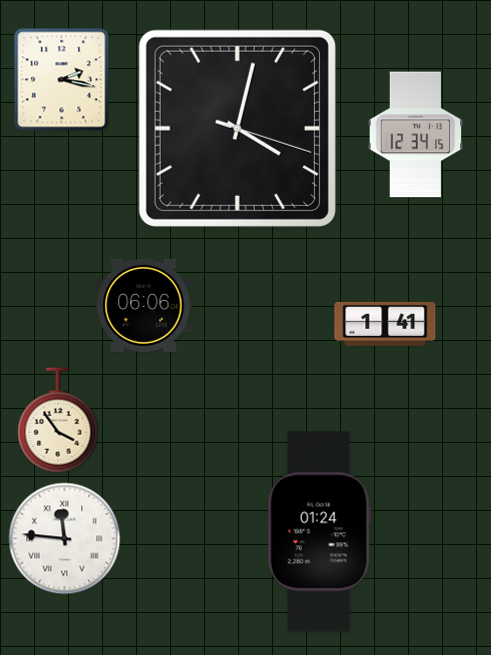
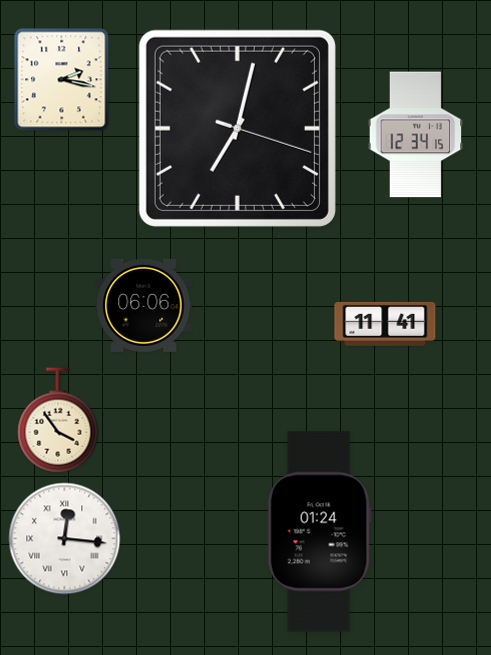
clock at (237, 128): 4:02 -> 7:02
clock at (385, 324): 1:41 -> 11:41
clock at (65, 539): 11:46 -> 12:16
